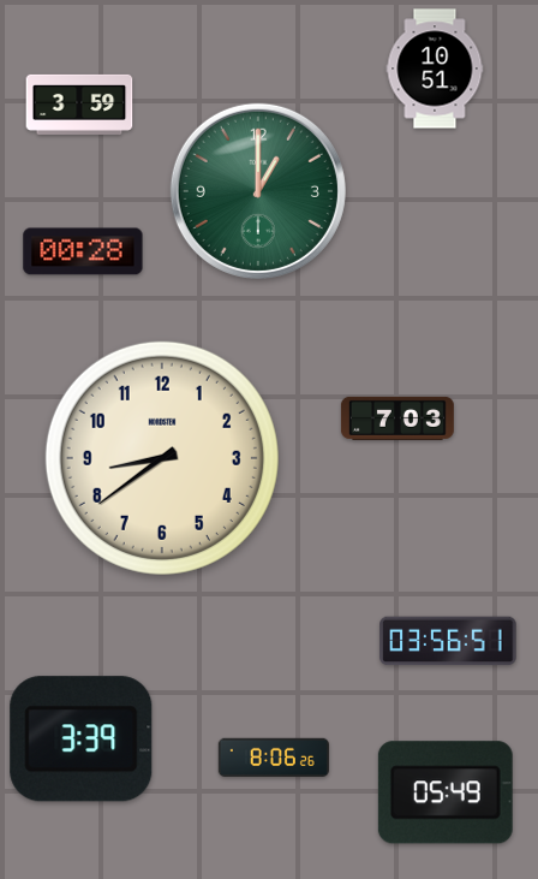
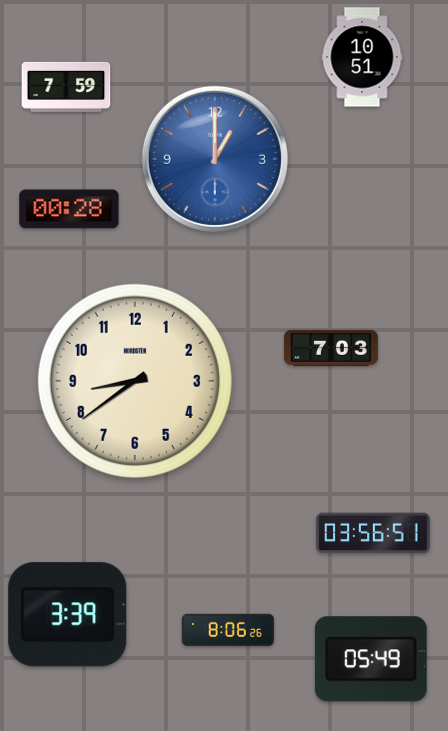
clock at (79, 105): 3:59 -> 7:59
clock at (258, 191) dial: green -> blue
